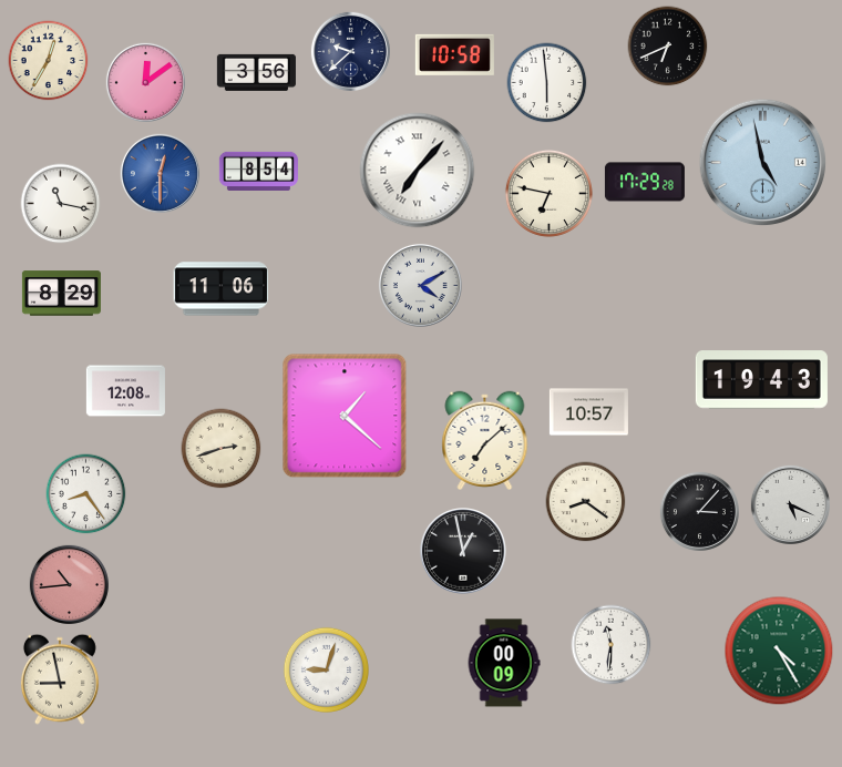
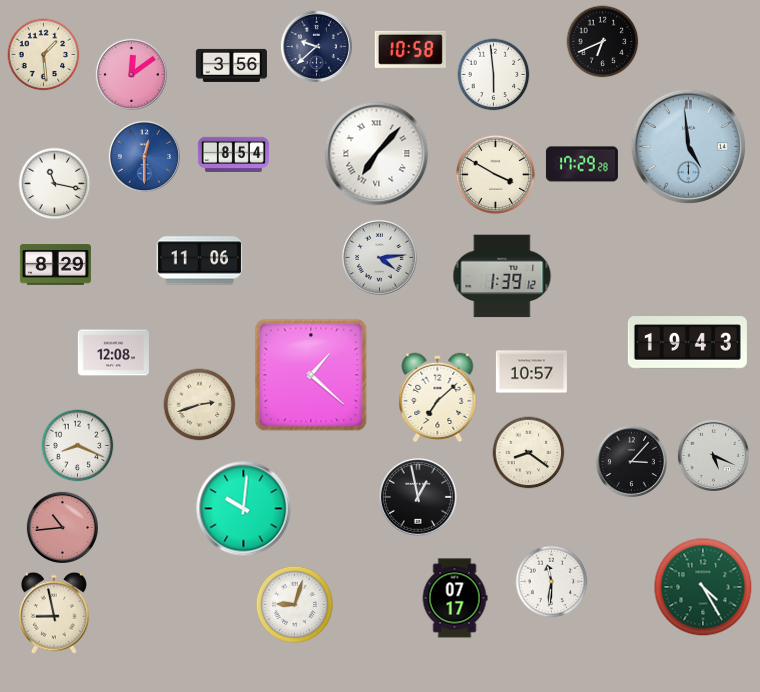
clock at (49, 61): 12:35 -> 1:29
clock at (763, 163): 4:58 -> 4:59
clock at (548, 193): 6:47 -> 3:50
clock at (420, 285): 4:10 -> 4:14
clock at (502, 276): none -> 1:39
clock at (86, 494): 8:24 -> 8:19
clock at (244, 509): none -> 10:01
clock at (504, 663): 00:09 -> 07:17
